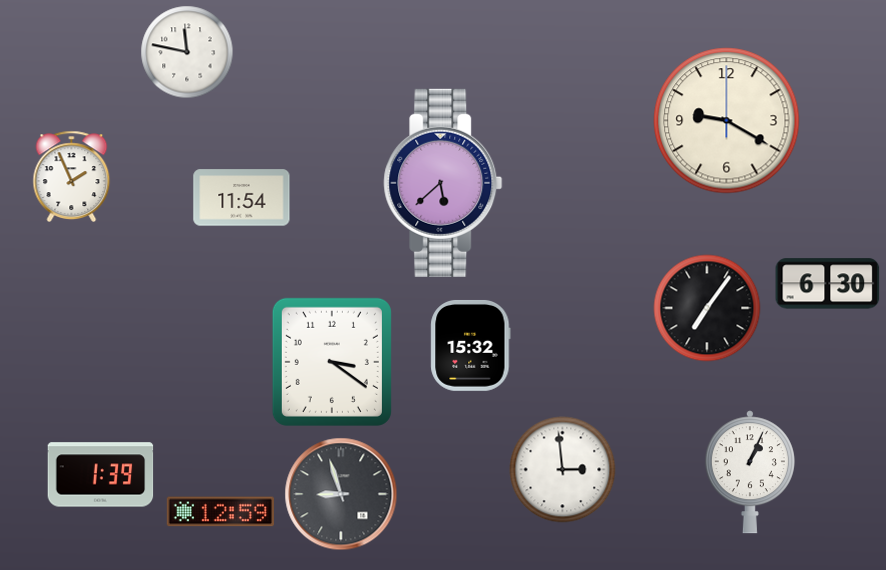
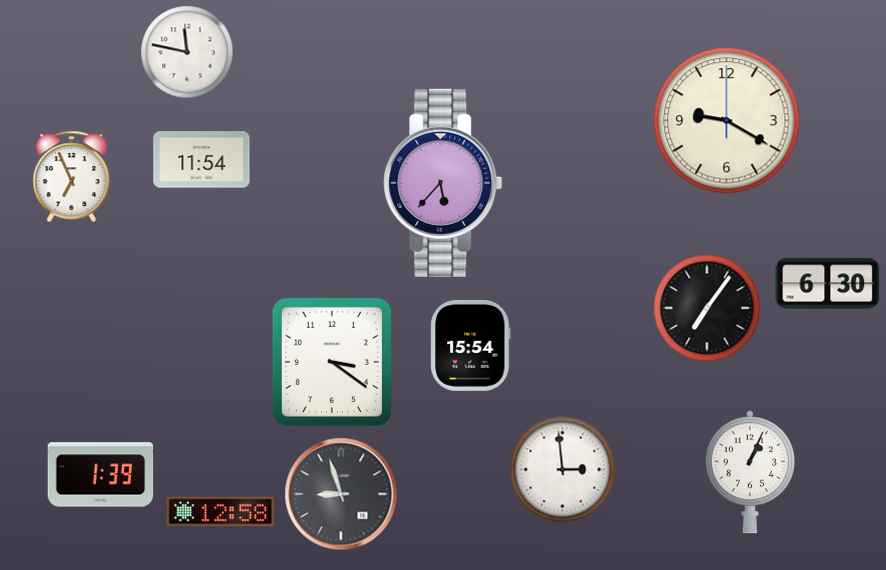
clock at (72, 176): 1:56 -> 6:56
clock at (443, 183): 5:38 -> 5:37
clock at (242, 198) position: (242, 198) -> (202, 160)
clock at (471, 345): 15:32 -> 15:54
clock at (220, 512): 12:59 -> 12:58
